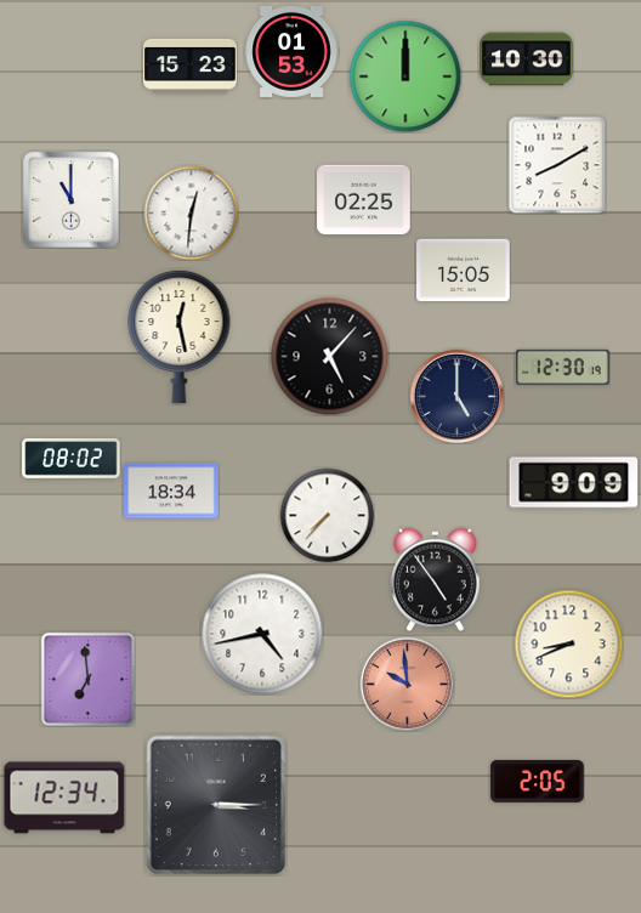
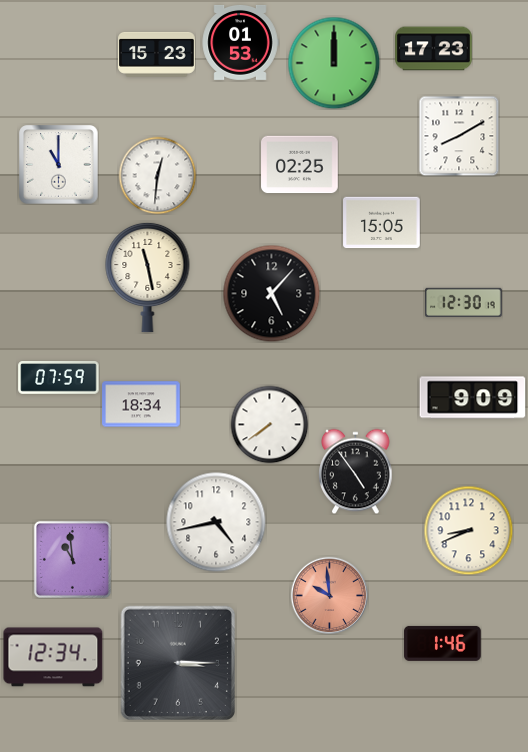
clock at (527, 59): 10:30 -> 17:23
clock at (180, 336): 12:28 -> 11:28
clock at (456, 396): 5:00 -> none
clock at (72, 459): 08:02 -> 07:59
clock at (327, 515): 7:37 -> 7:39
clock at (436, 579) position: (436, 579) -> (356, 471)
clock at (87, 679): 6:59 -> 10:59
clock at (407, 684) position: (407, 684) -> (329, 595)
clock at (538, 781): 2:05 -> 1:46
